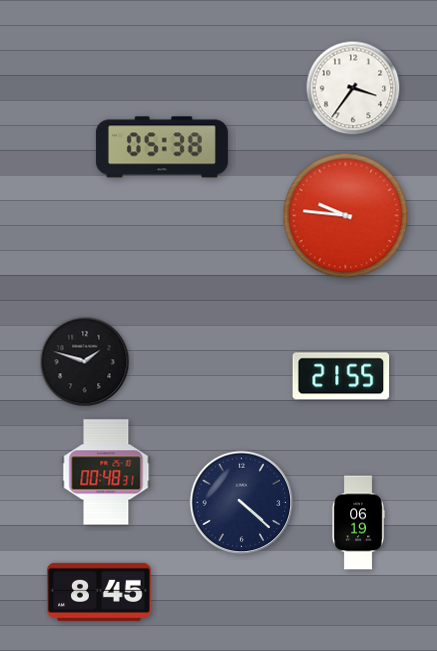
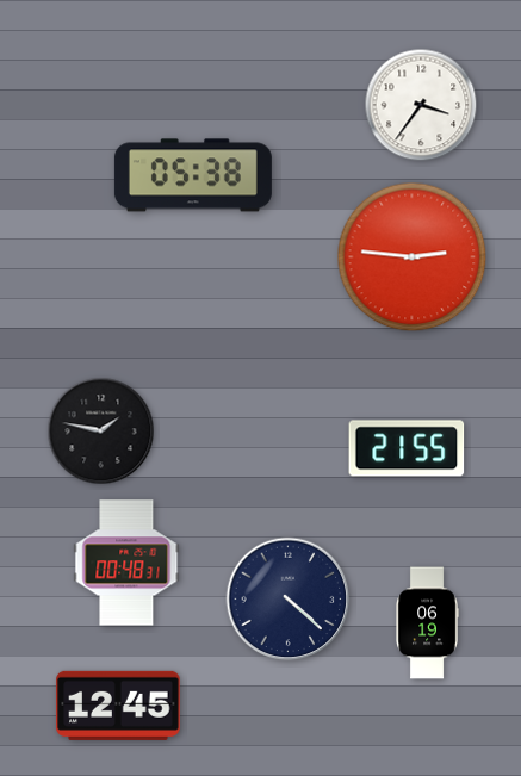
clock at (346, 216): 9:46 -> 2:46
clock at (85, 362): 1:48 -> 1:47
clock at (99, 592): 8:45 -> 12:45
